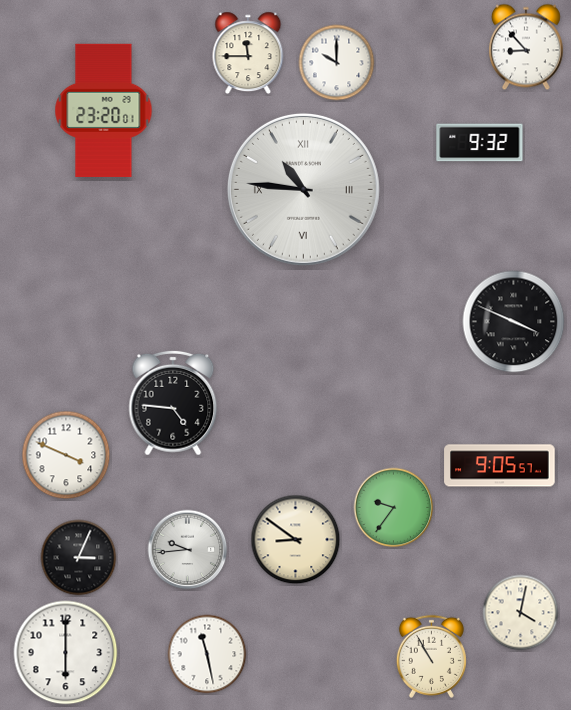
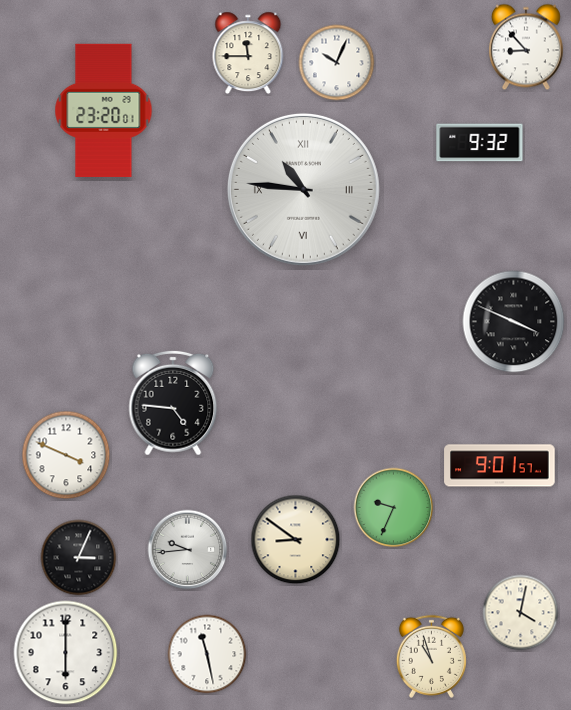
clock at (337, 63): 10:00 -> 10:04
clock at (500, 466): 9:05 -> 9:01
clock at (394, 508): 9:36 -> 9:34
clock at (431, 656): 10:55 -> 10:57
